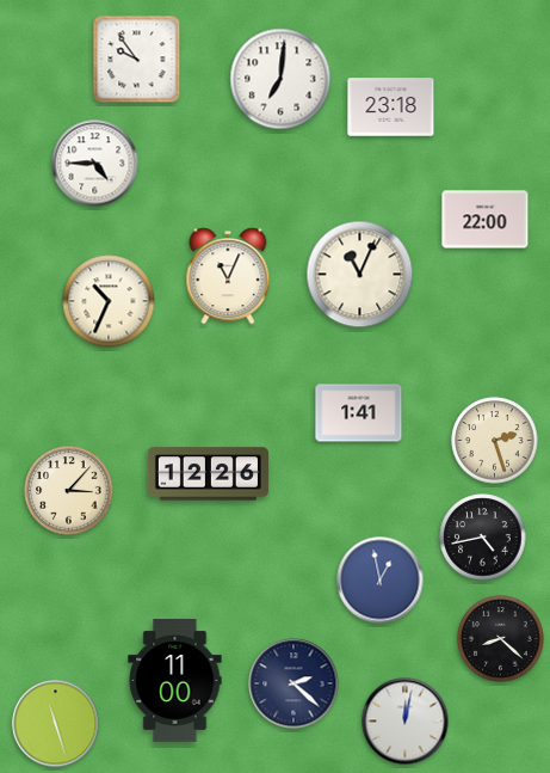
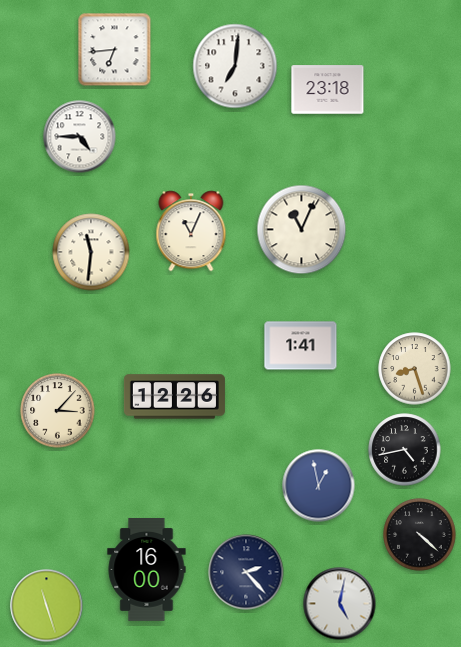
clock at (137, 60): 9:54 -> 6:44
clock at (486, 220): 22:00 -> none
clock at (109, 301): 10:34 -> 11:31
clock at (495, 441): 2:27 -> 8:27
clock at (501, 639): 8:22 -> 4:22
clock at (175, 681): 11:00 -> 16:00
clock at (293, 683): 2:22 -> 2:23
clock at (406, 722): 12:02 -> 5:02
